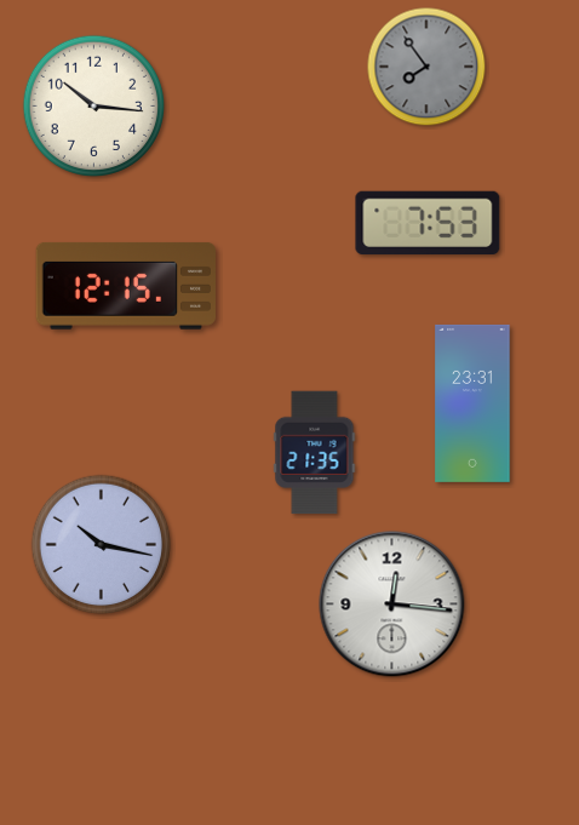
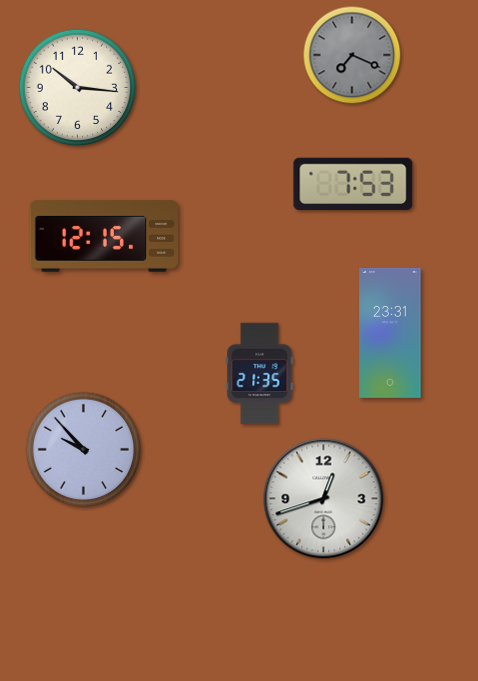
clock at (426, 67): 7:54 -> 7:19
clock at (102, 545): 10:17 -> 9:53
clock at (392, 605): 12:16 -> 12:42
